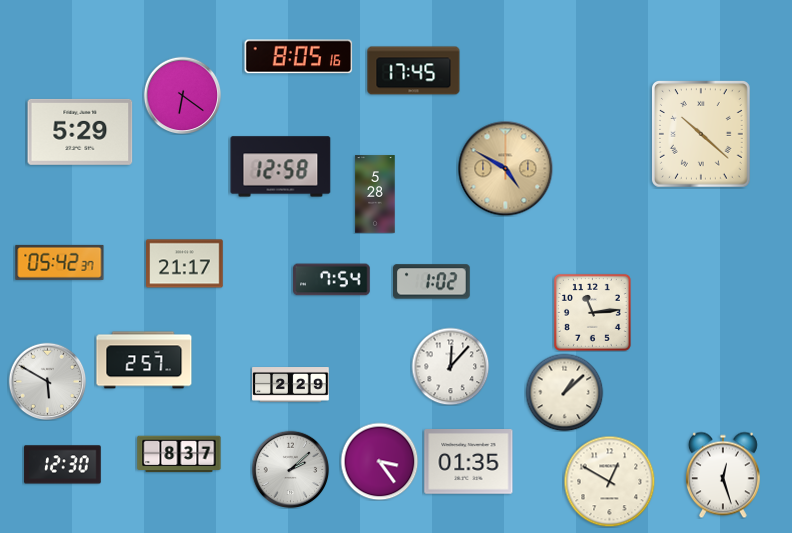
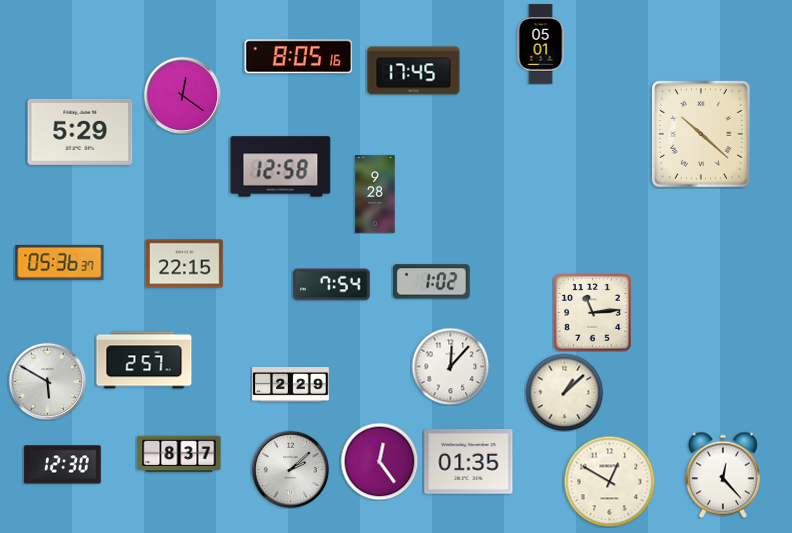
clock at (541, 44): none -> 05:01
clock at (182, 95): 6:21 -> 12:21
clock at (505, 168): 4:50 -> none
clock at (375, 194): 5:28 -> 9:28
clock at (60, 262): 05:42 -> 05:36
clock at (185, 264): 21:17 -> 22:15
clock at (332, 280) position: (332, 280) -> (332, 285)
clock at (379, 461): 3:24 -> 12:24
clock at (723, 475): 12:27 -> 12:23
